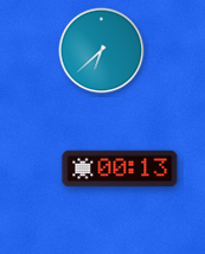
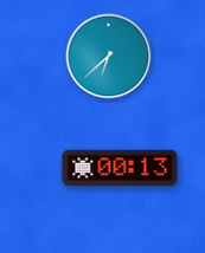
clock at (102, 51) position: (102, 51) -> (109, 57)
